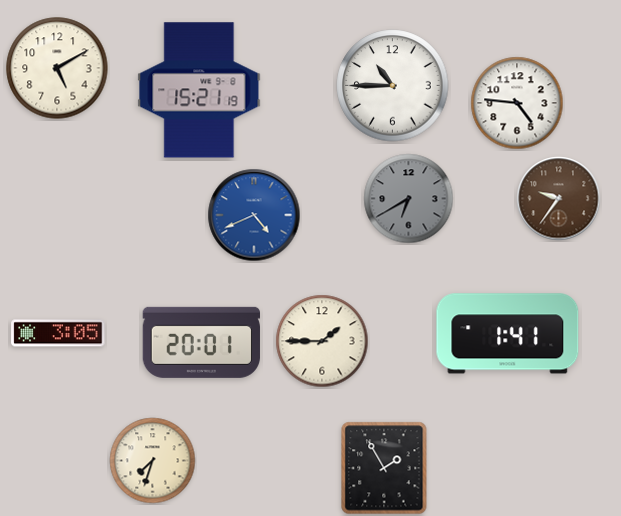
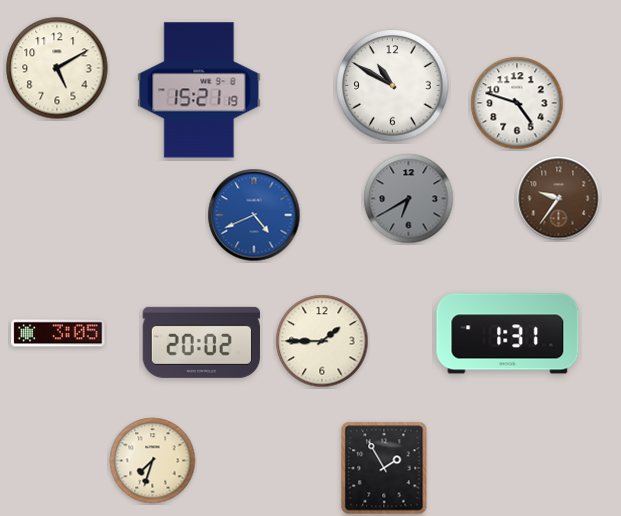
clock at (393, 86): 10:45 -> 10:50
clock at (517, 103): 4:46 -> 4:48
clock at (508, 334): 1:41 -> 1:31
clock at (201, 342): 20:01 -> 20:02
